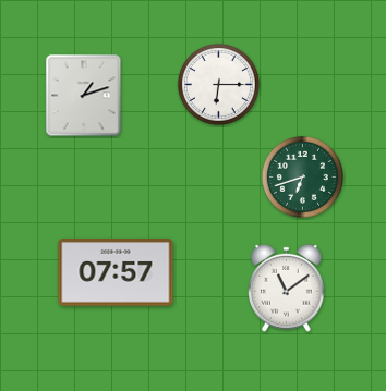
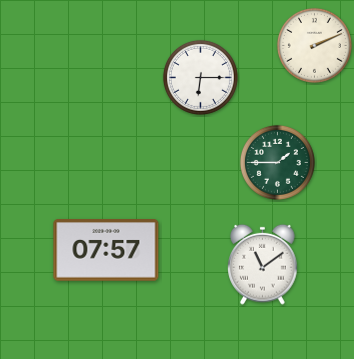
clock at (314, 45): none -> 2:11
clock at (84, 96): 1:12 -> none
clock at (302, 176): 6:42 -> 1:45
